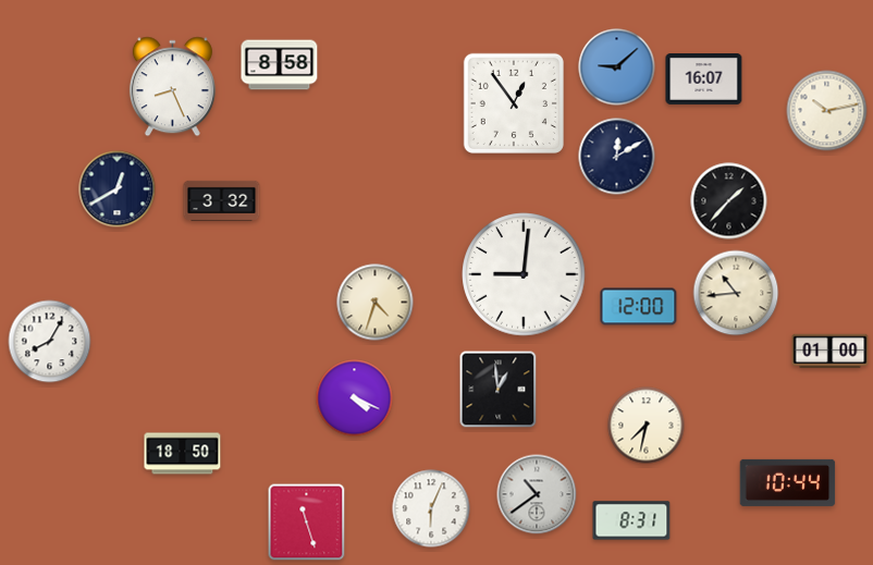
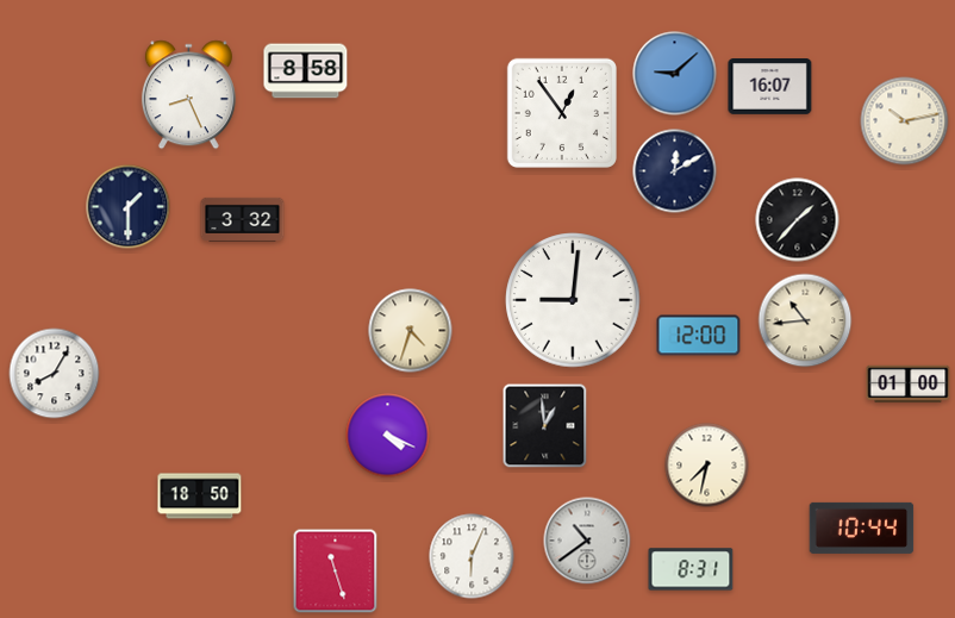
clock at (118, 189): 12:40 -> 1:30
